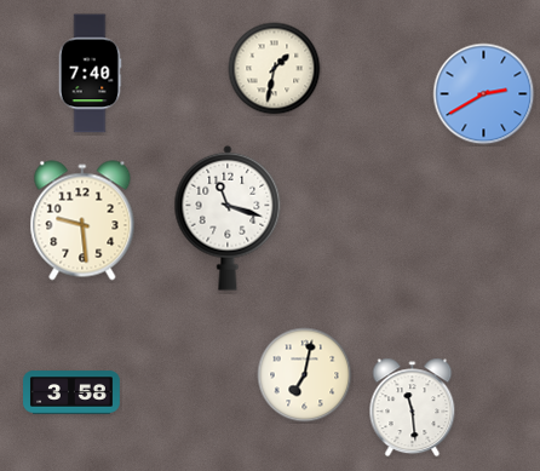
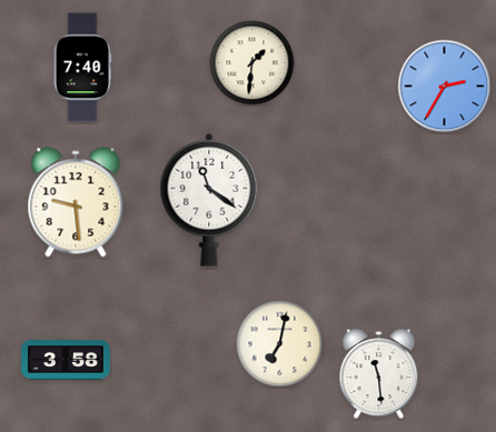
clock at (275, 69): 1:32 -> 1:31
clock at (484, 94): 2:40 -> 2:35
clock at (228, 218): 11:18 -> 11:21
